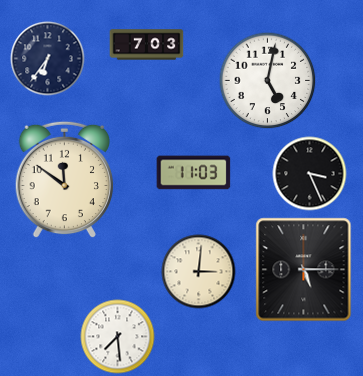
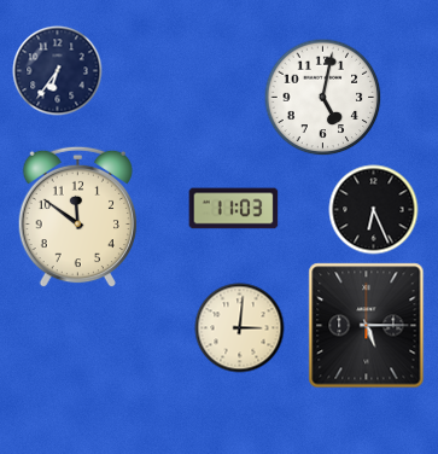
clock at (147, 45): 7:03 -> none
clock at (310, 174): 3:26 -> 6:26
clock at (118, 337): 7:29 -> none
